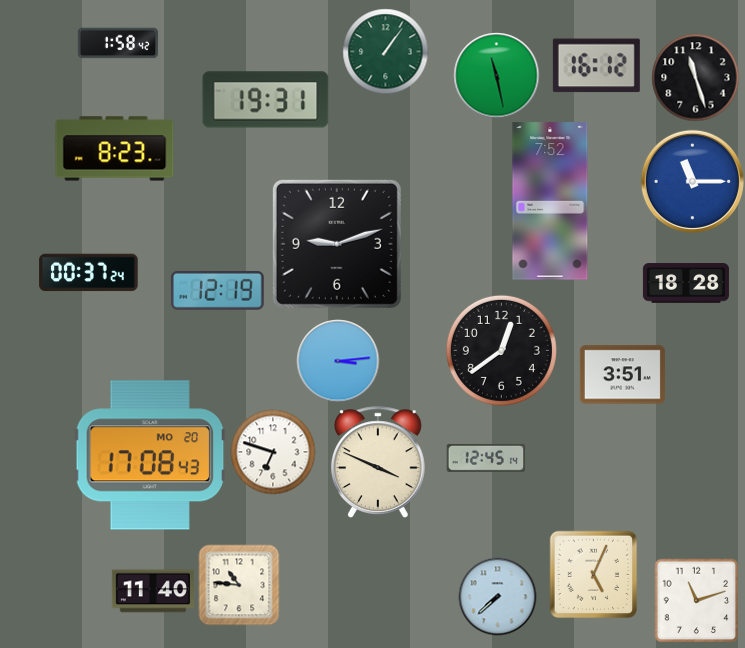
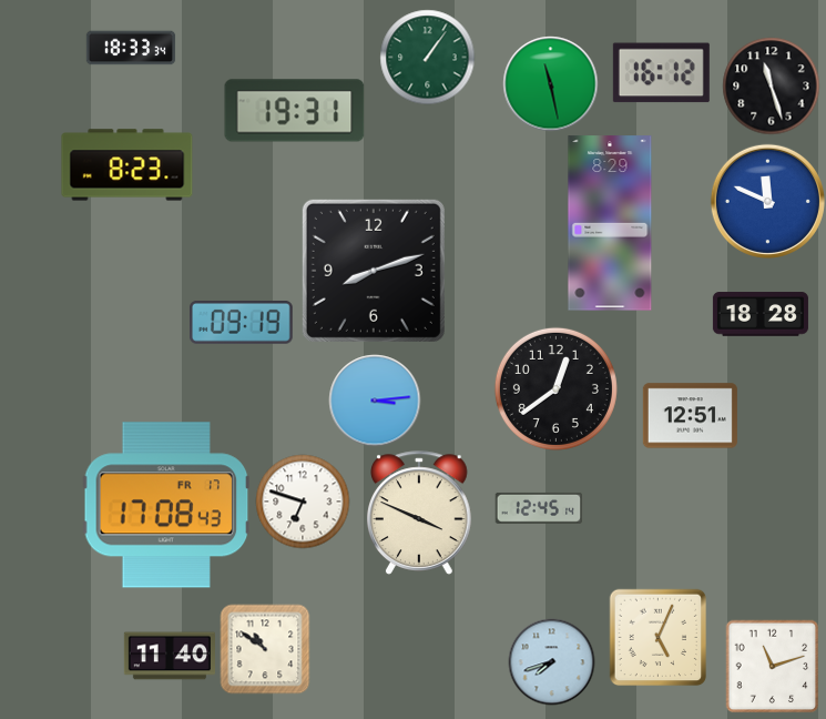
clock at (118, 43): 1:58 -> 18:33
clock at (692, 181): 11:15 -> 11:49
clock at (550, 201): 7:52 -> 8:29
clock at (337, 244): 9:12 -> 8:12
clock at (89, 273): 00:37 -> none
clock at (217, 290): 12:19 -> 09:19
clock at (622, 375): 3:51 -> 12:51
clock at (150, 455) date: MO 20 -> FR 17
clock at (239, 585): 10:46 -> 10:51
clock at (497, 596): 7:38 -> 7:42
